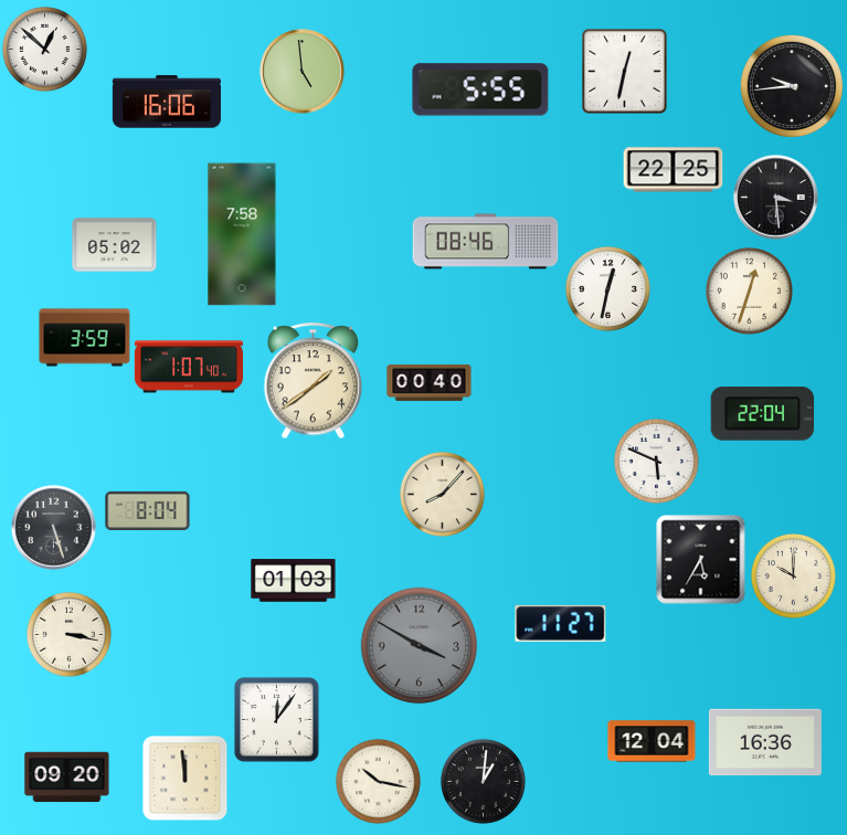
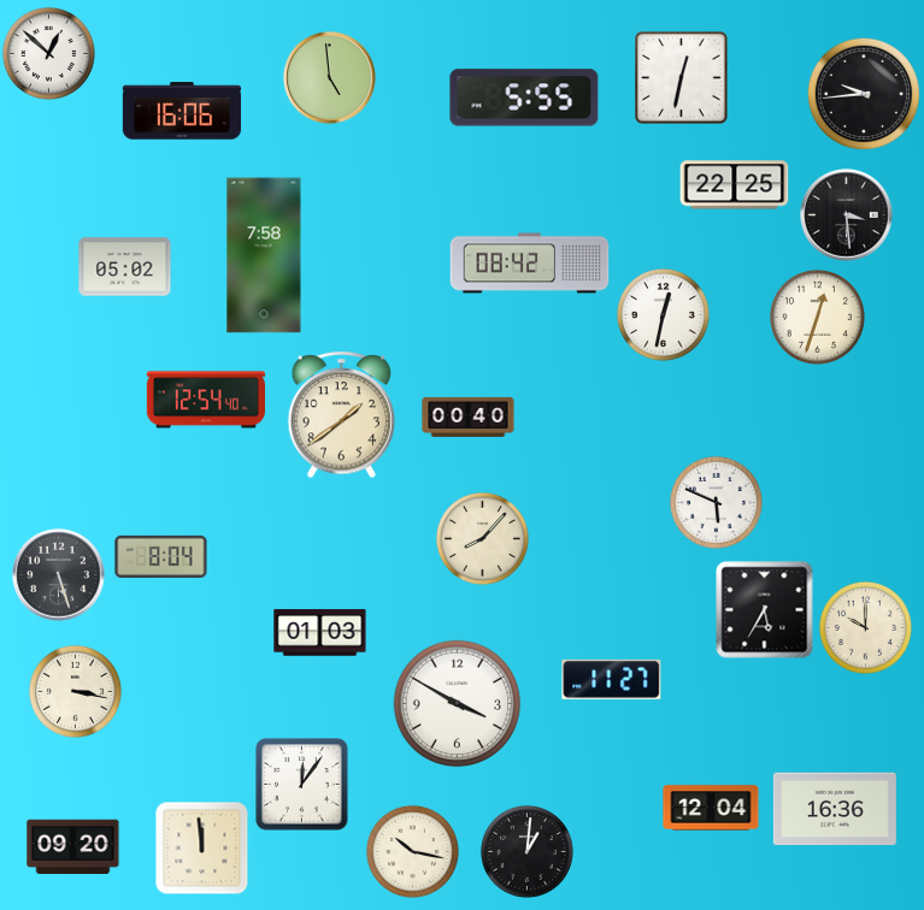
clock at (486, 242): 08:46 -> 08:42
clock at (85, 338): 3:59 -> none
clock at (189, 367): 1:07 -> 12:54
clock at (763, 414): 22:04 -> none
clock at (420, 646) dial: grey -> white
